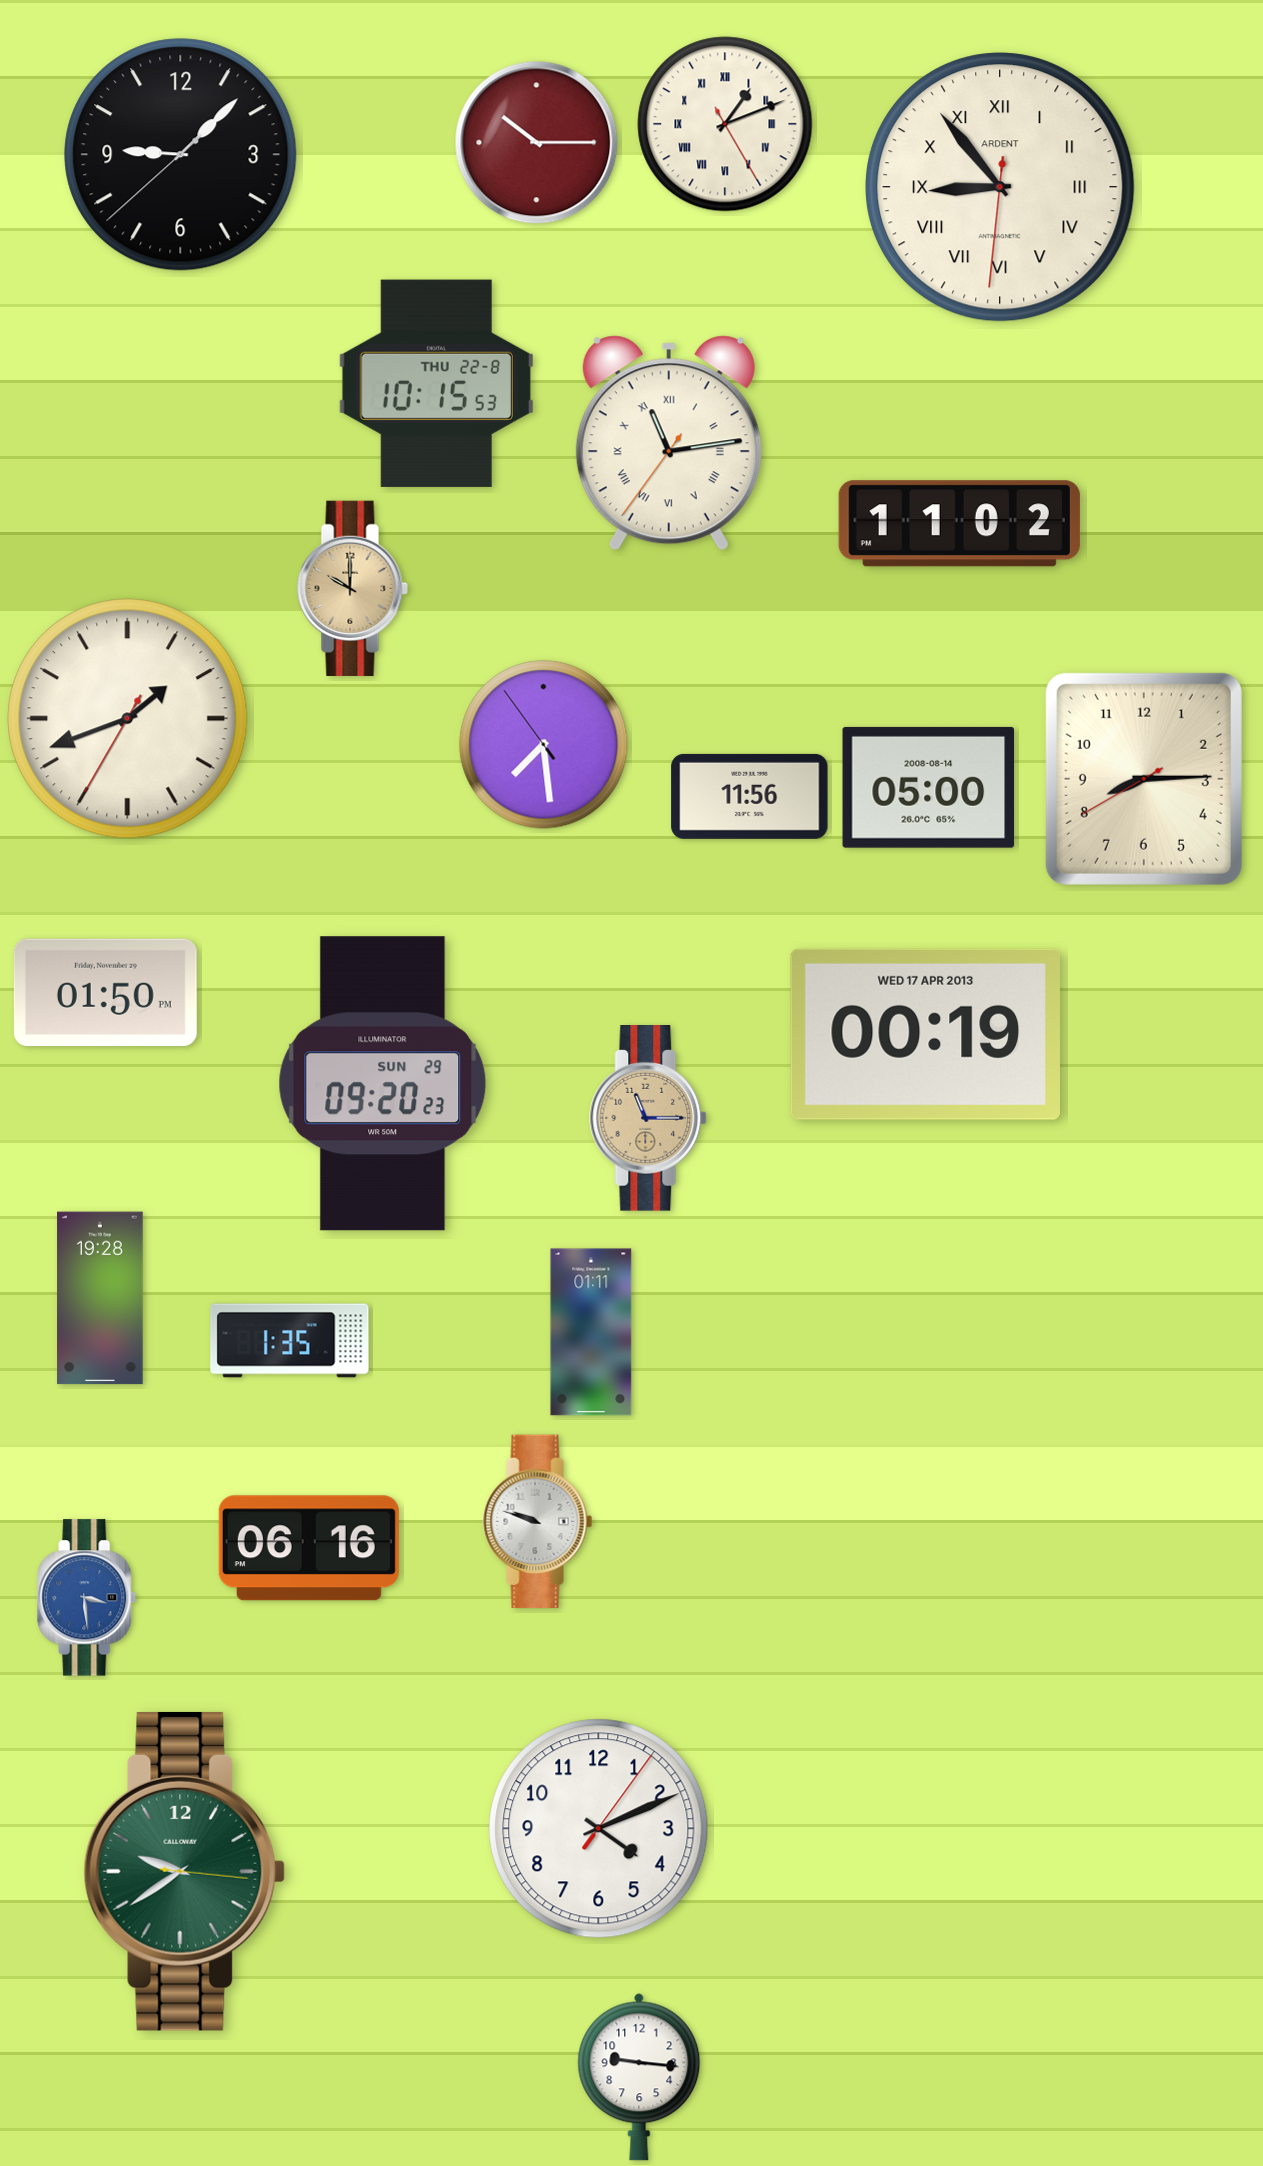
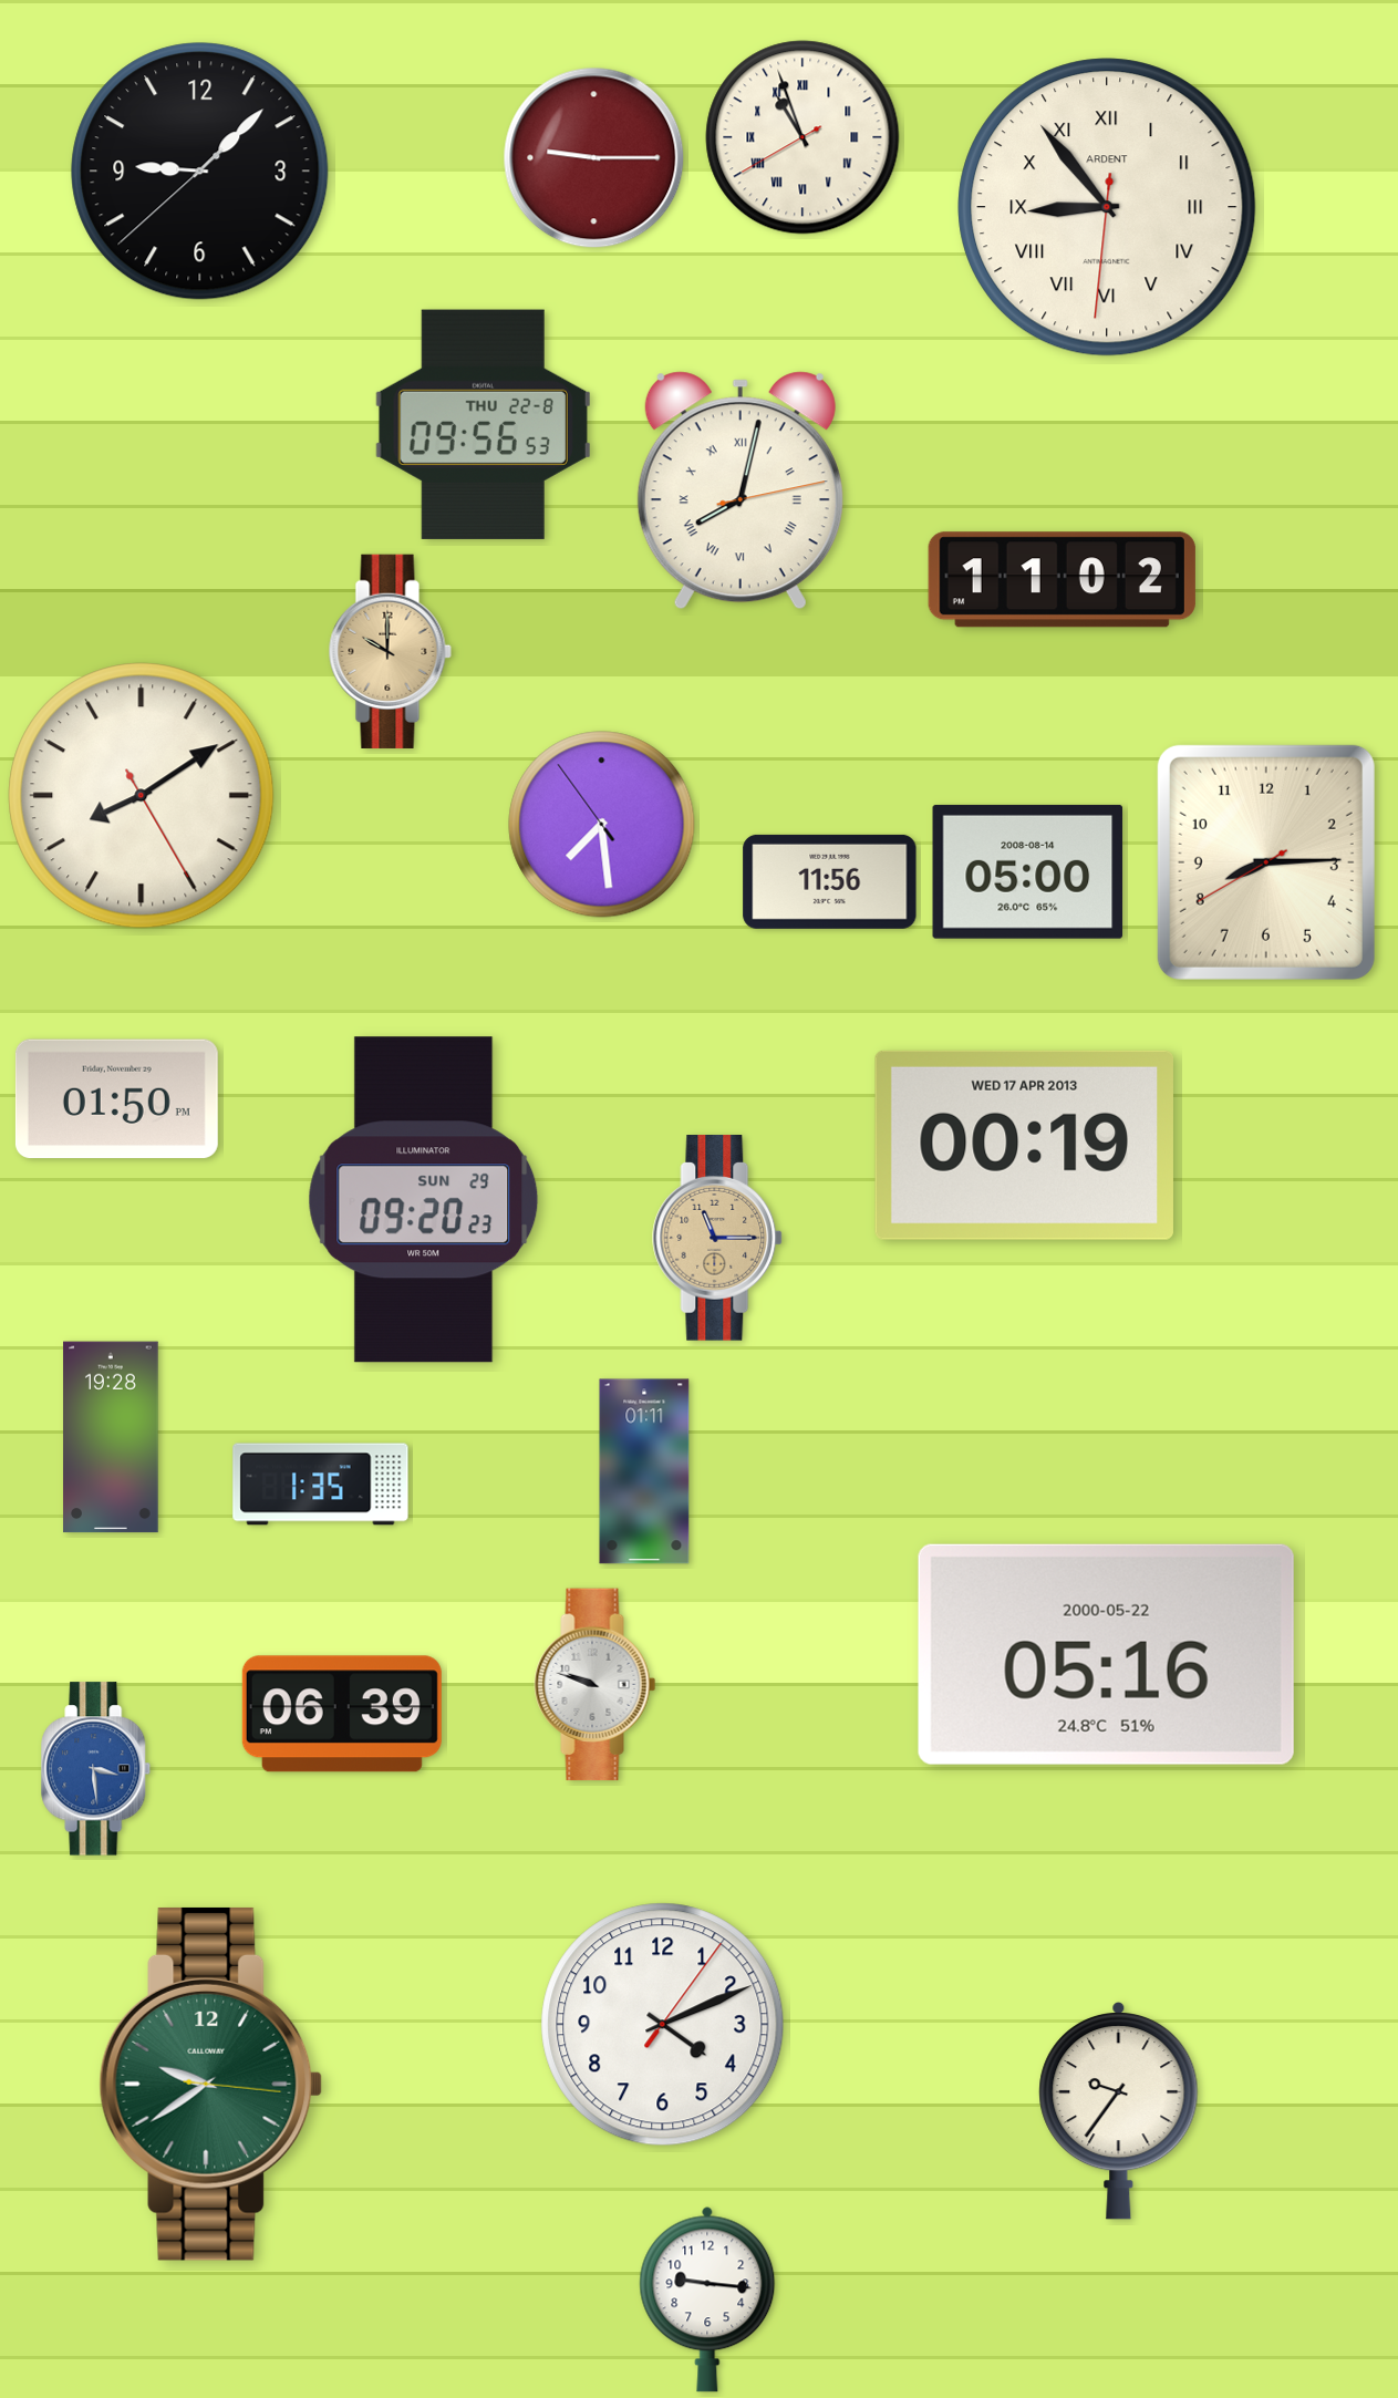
clock at (725, 124): 1:11 -> 10:56
clock at (537, 143): 10:15 -> 9:15
clock at (436, 383): 10:15 -> 09:56
clock at (669, 443): 11:13 -> 8:02
clock at (128, 719): 1:41 -> 8:09
clock at (591, 1332) position: (591, 1332) -> (644, 1471)
clock at (1106, 1654): none -> 05:16
clock at (309, 1548): 06:16 -> 06:39
clock at (185, 1871) position: (185, 1871) -> (211, 2084)
clock at (1119, 2110): none -> 9:36
